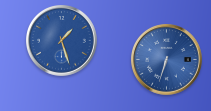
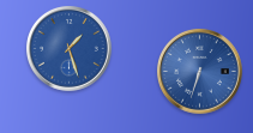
clock at (62, 41) position: (62, 41) -> (70, 49)
